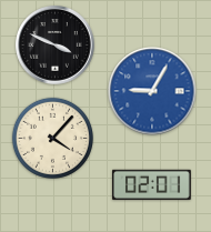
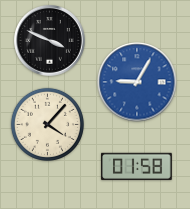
clock at (152, 184): 02:01 -> 01:58
